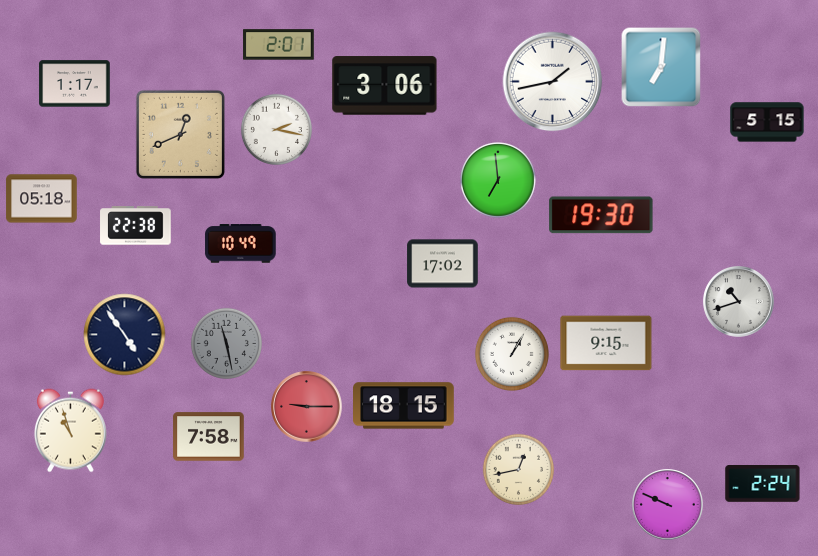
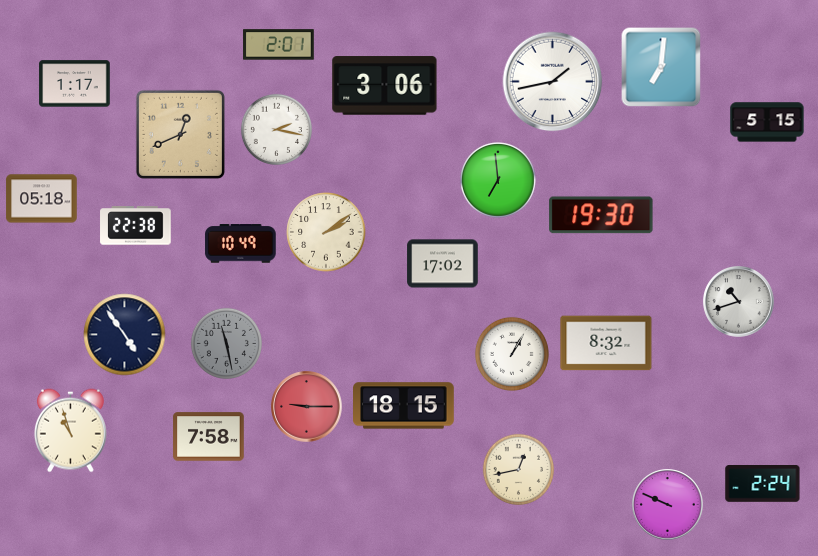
clock at (326, 232): none -> 2:09
clock at (606, 343): 9:15 -> 8:32
